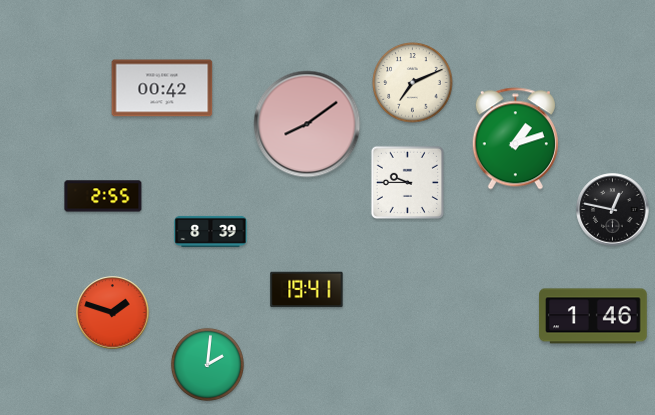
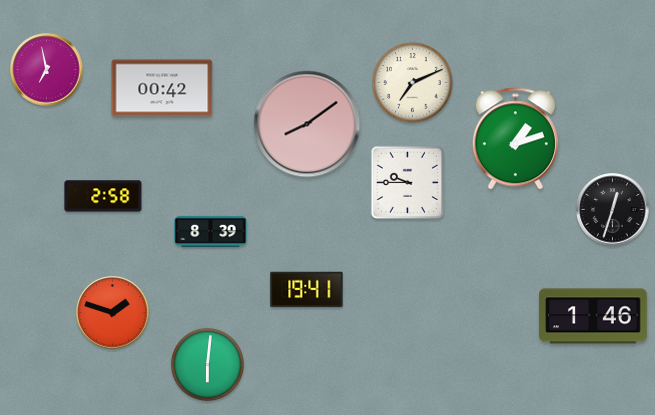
clock at (47, 70): none -> 6:58
clock at (103, 196): 2:55 -> 2:58
clock at (613, 210): 12:47 -> 12:33
clock at (207, 364): 2:01 -> 6:01
